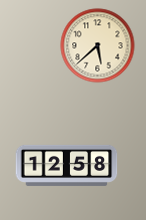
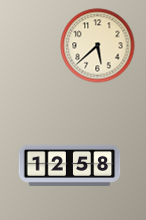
clock at (67, 165) position: (67, 165) -> (70, 165)
